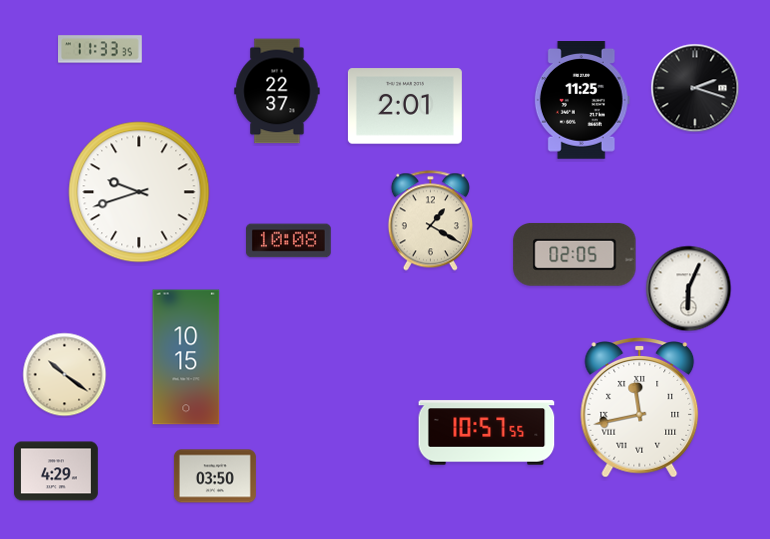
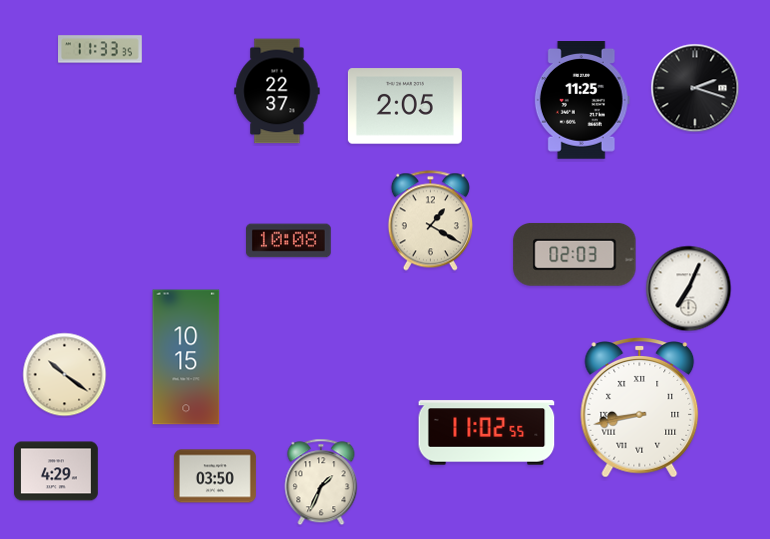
clock at (405, 106): 2:01 -> 2:05
clock at (139, 192): 9:42 -> none
clock at (575, 254): 02:05 -> 02:03
clock at (689, 289): 6:04 -> 7:04
clock at (640, 408): 11:43 -> 8:43
clock at (487, 433): 10:57 -> 11:02
clock at (321, 482): none -> 1:34
